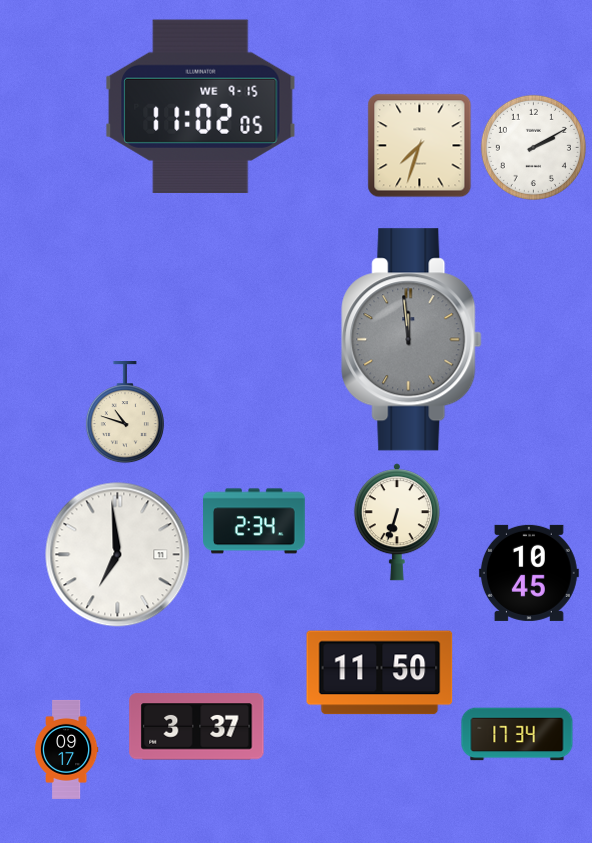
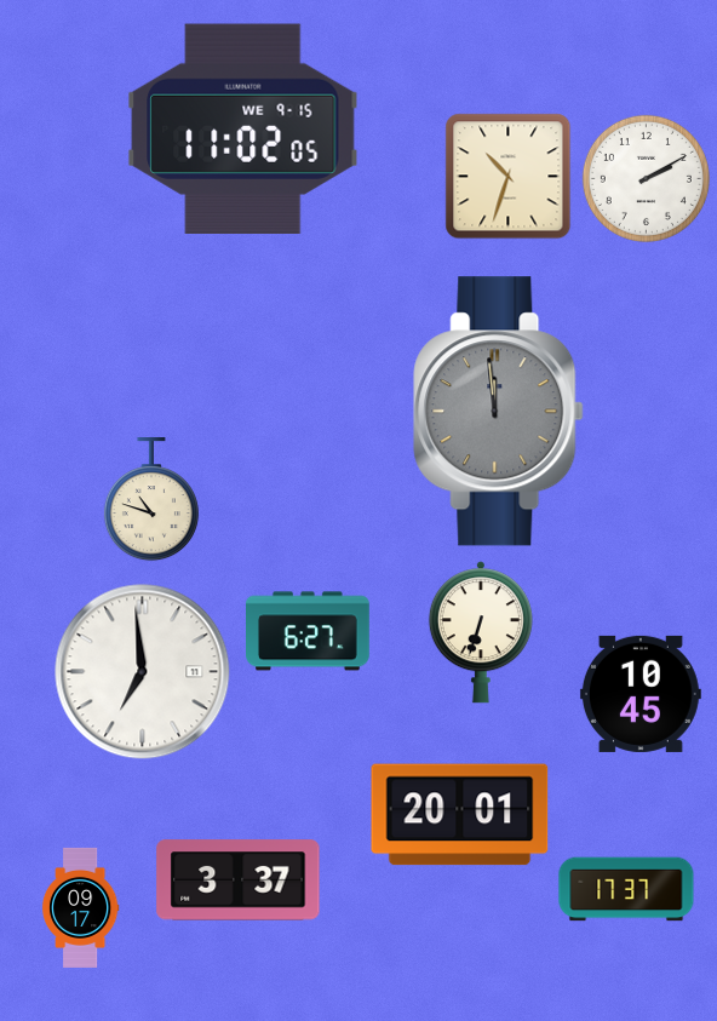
clock at (420, 146): 7:33 -> 10:33
clock at (255, 521): 2:34 -> 6:27
clock at (380, 673): 11:50 -> 20:01
clock at (517, 734): 17:34 -> 17:37
